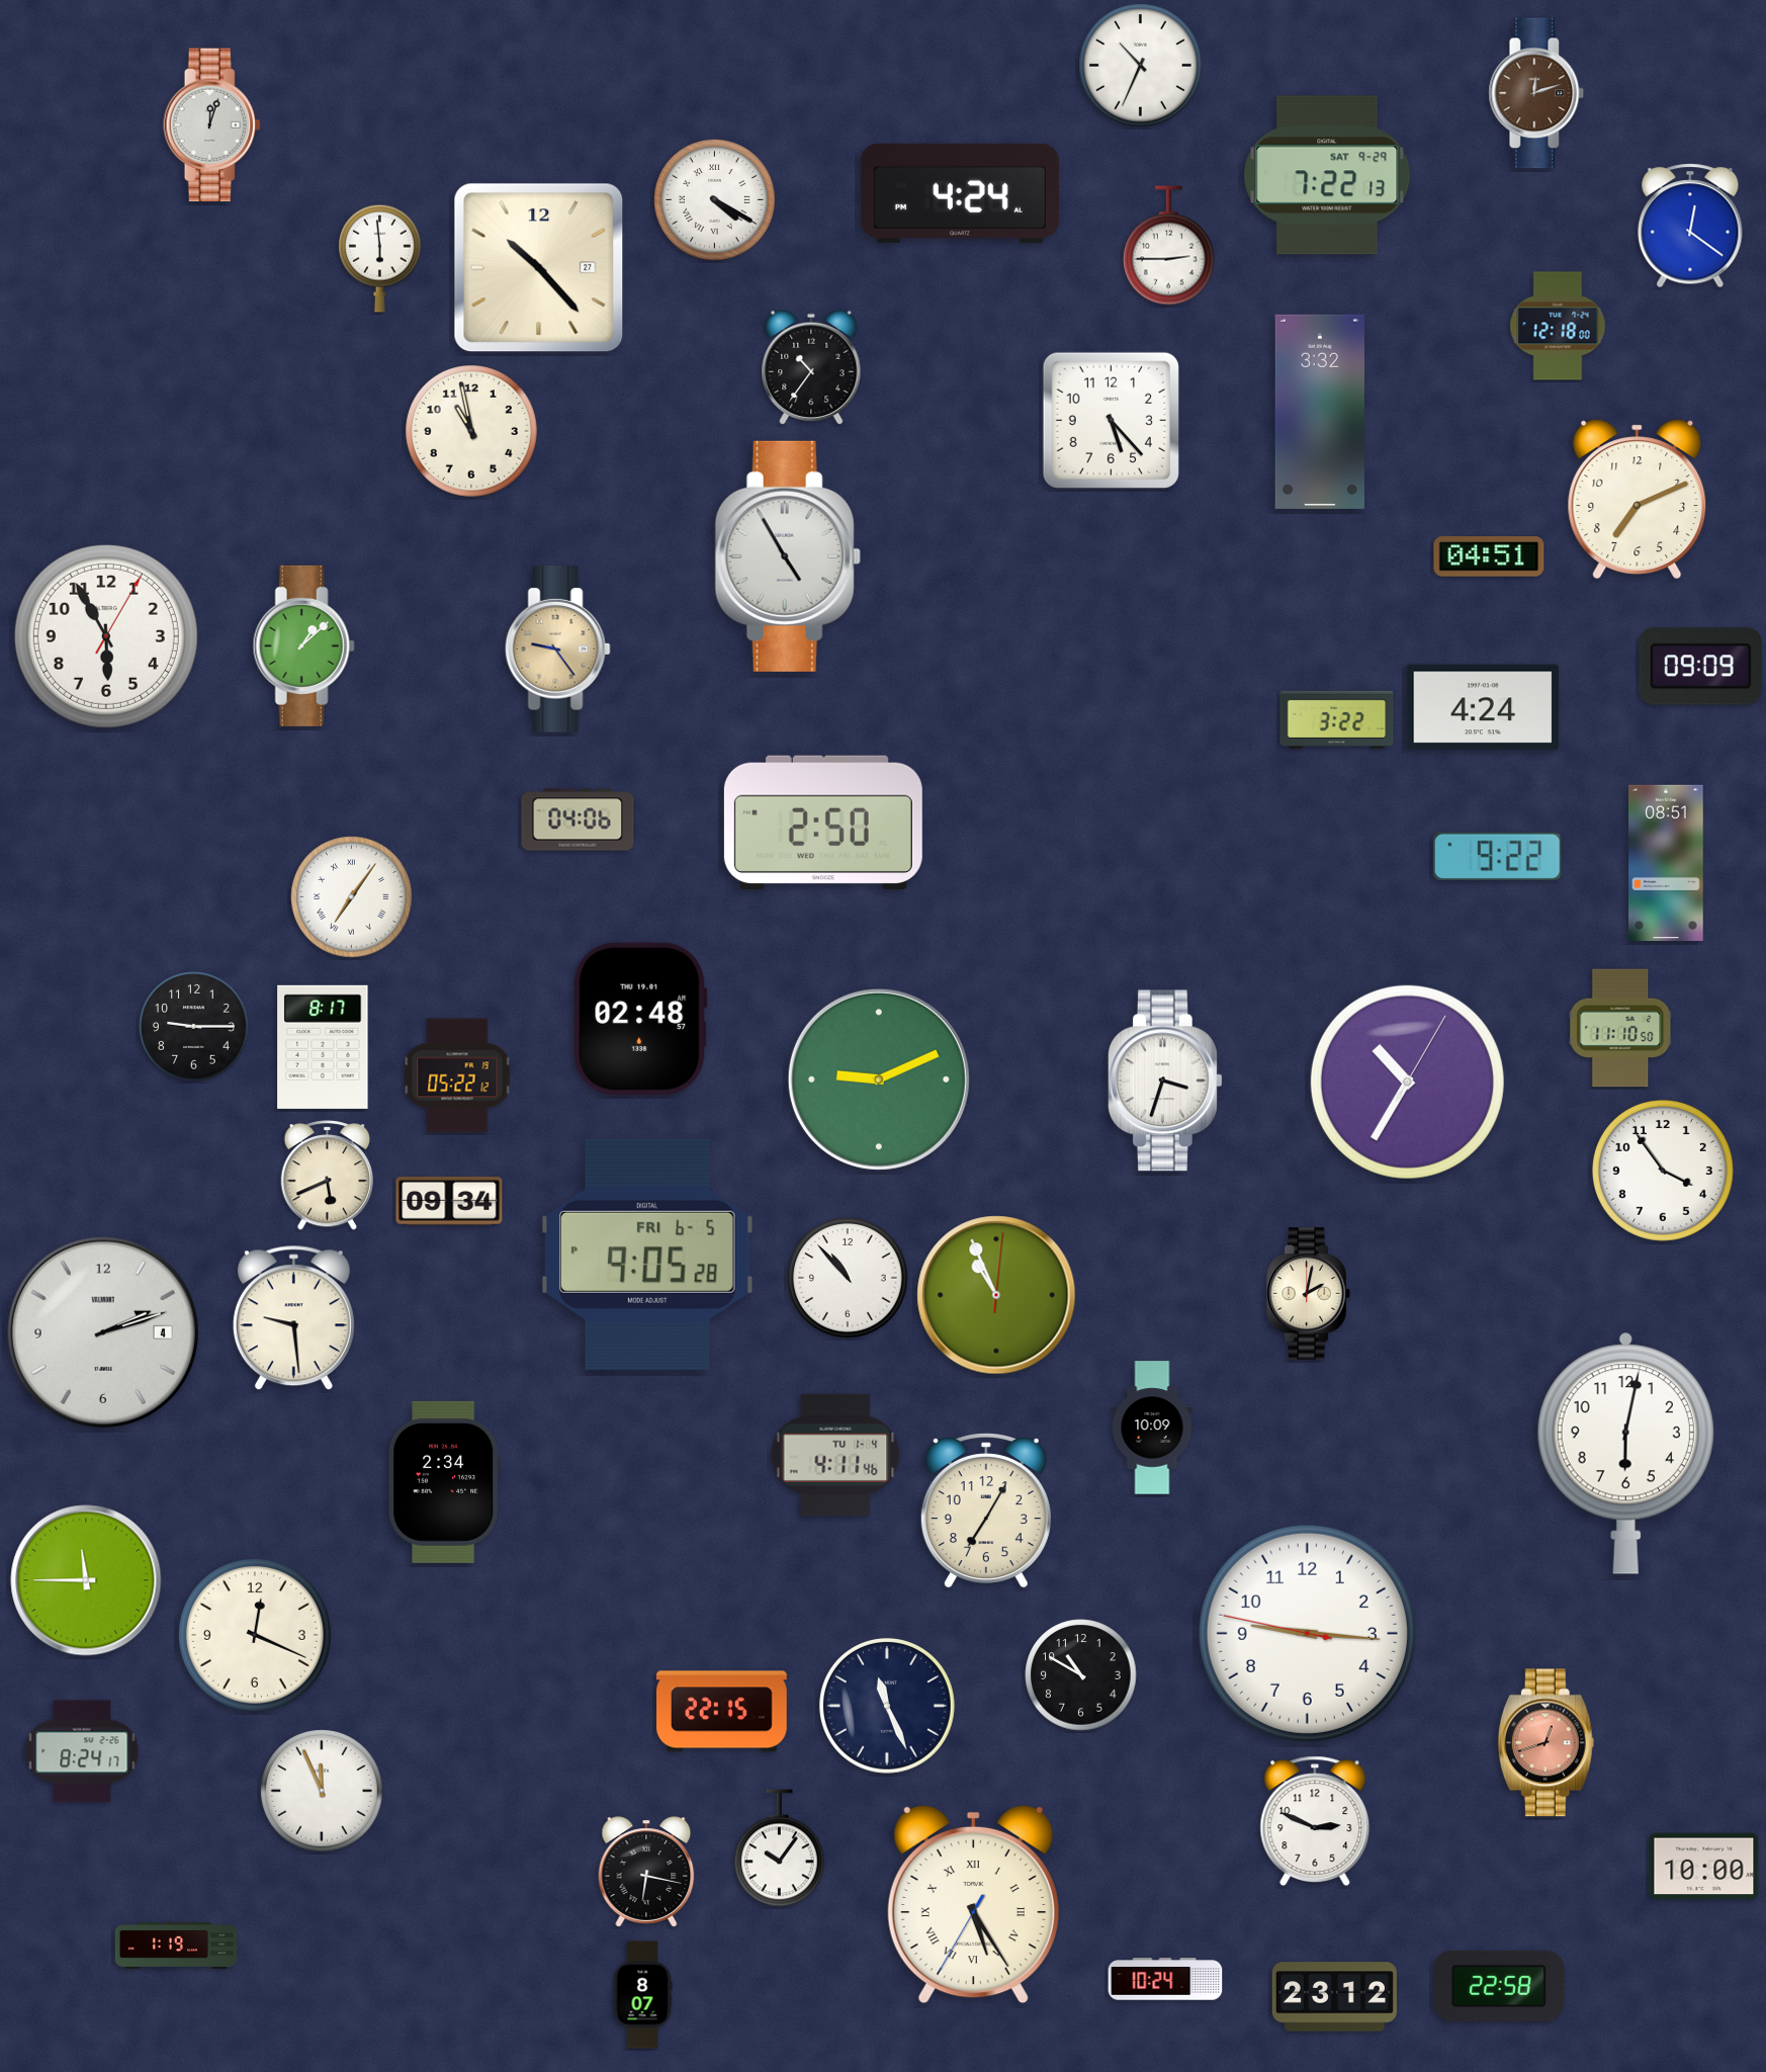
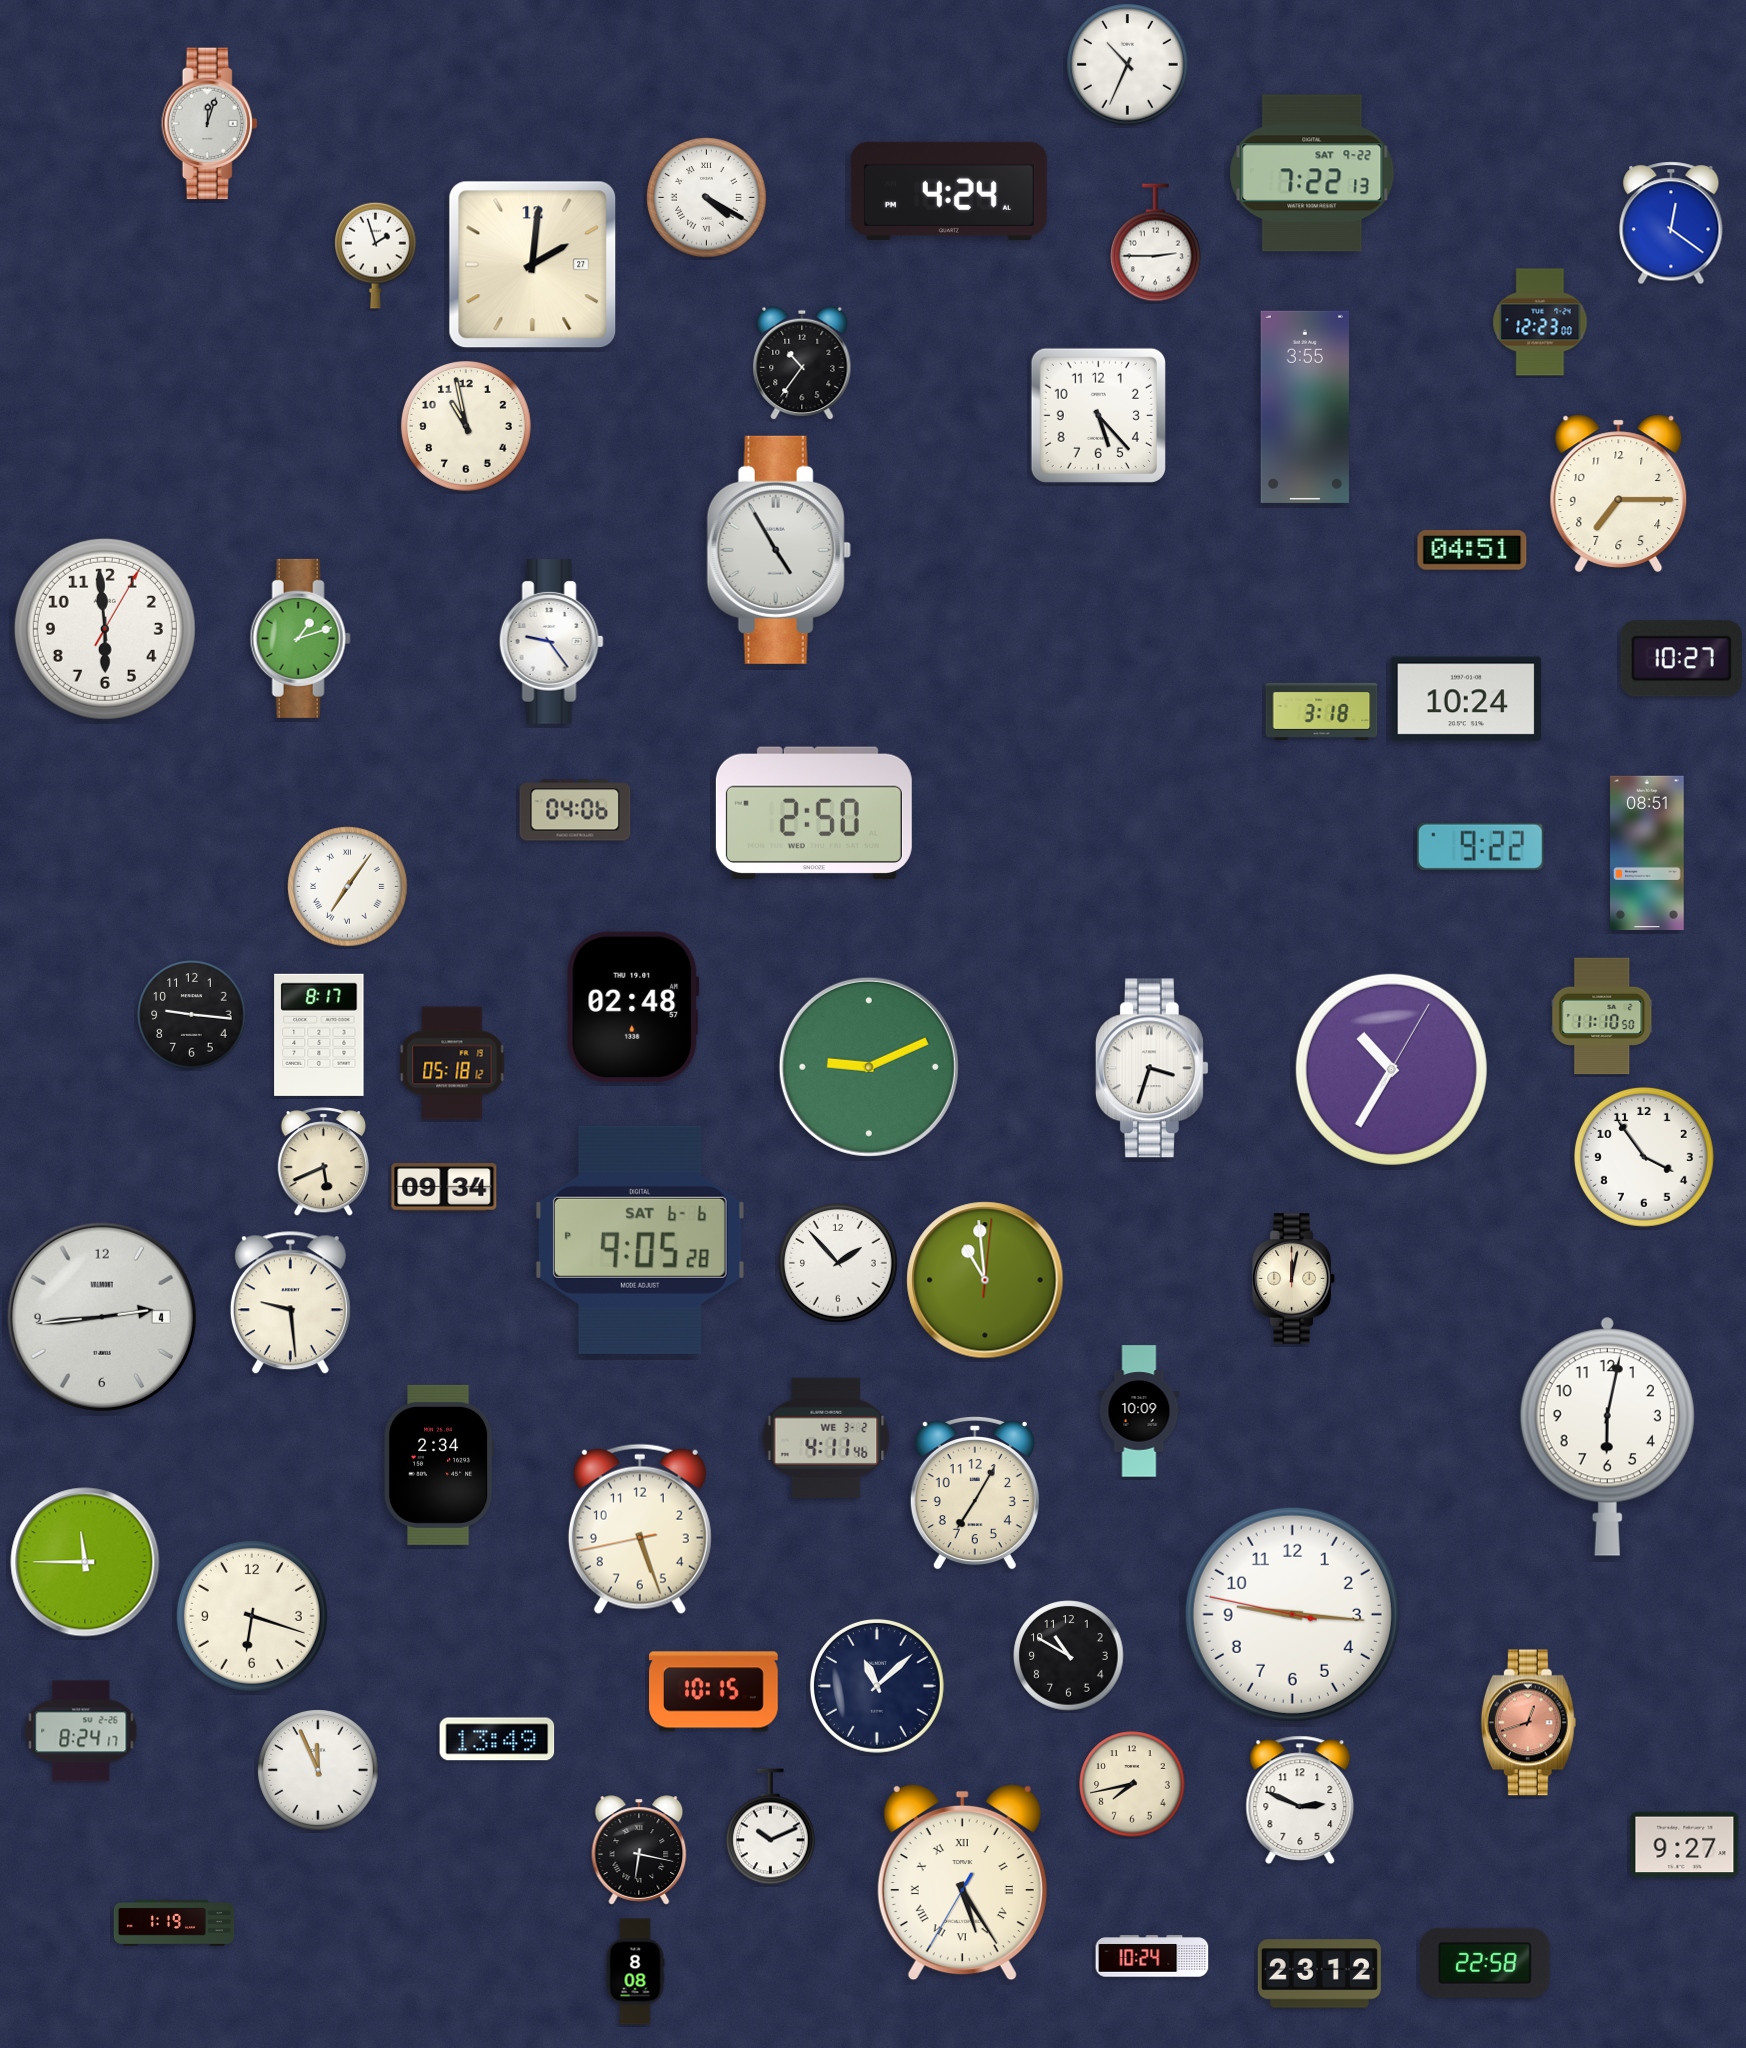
clock at (1536, 93): 12:12 -> none
clock at (1327, 175) date: SAT 9-29 -> SAT 9-22
clock at (380, 258): 5:59 -> 1:57
clock at (539, 268): 10:23 -> 2:01
clock at (1558, 326): 12:18 -> 12:23
clock at (1319, 412): 3:32 -> 3:55
clock at (1638, 499): 7:11 -> 7:15
clock at (106, 636): 5:55 -> 5:59
clock at (303, 645): 1:08 -> 1:12
clock at (557, 650) dial: champagne -> white
clock at (1700, 667): 09:09 -> 10:27
clock at (1483, 707): 4:24 -> 10:24
clock at (1337, 719): 3:22 -> 3:18
clock at (578, 819) position: (578, 819) -> (575, 810)
clock at (194, 1027): 9:15 -> 9:16
clock at (457, 1075): 05:22 -> 05:18
clock at (647, 1255) date: FRI 6-5 -> SAT 6-6
clock at (848, 1278): 10:53 -> 1:53
clock at (1309, 1294): 2:02 -> 12:02
clock at (996, 1295): 10:56 -> 10:59
clock at (103, 1332): 2:12 -> 2:44
clock at (835, 1455) date: TU 1-4 -> WE 3-2
clock at (640, 1529): none -> 5:26
clock at (255, 1635): 12:19 -> 6:18
clock at (887, 1706): 11:26 -> 11:08
clock at (722, 1712): 22:15 -> 10:15
clock at (497, 1739): none -> 13:49
clock at (1132, 1784): none -> 7:43
clock at (780, 1848): 10:06 -> 10:11
clock at (1704, 1867): 10:00 -> 9:27
clock at (1500, 1986) position: (1500, 1986) -> (1486, 1963)
clock at (642, 1995): 8:07 -> 8:08
